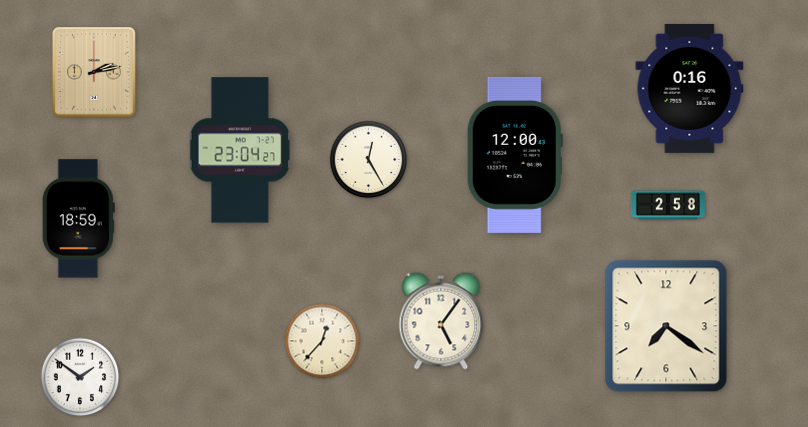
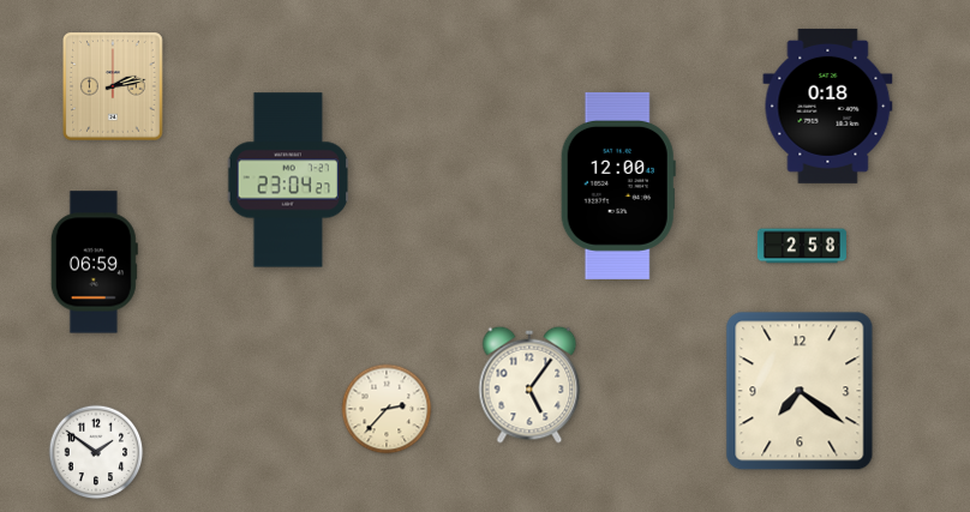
clock at (690, 88): 0:16 -> 0:18
clock at (369, 160): 12:25 -> none
clock at (78, 219): 18:59 -> 06:59
clock at (322, 341): 12:37 -> 2:37
